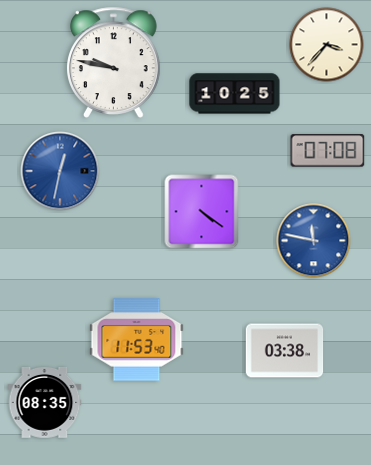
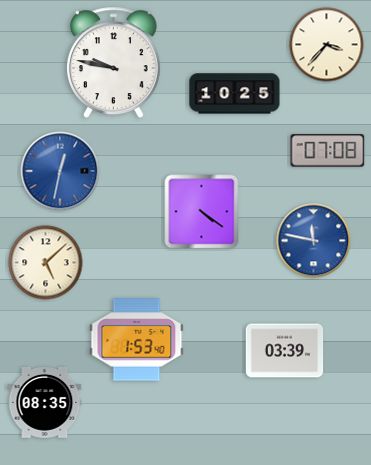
clock at (46, 263): none -> 5:08
clock at (137, 340): 11:53 -> 1:53
clock at (285, 351): 03:38 -> 03:39
